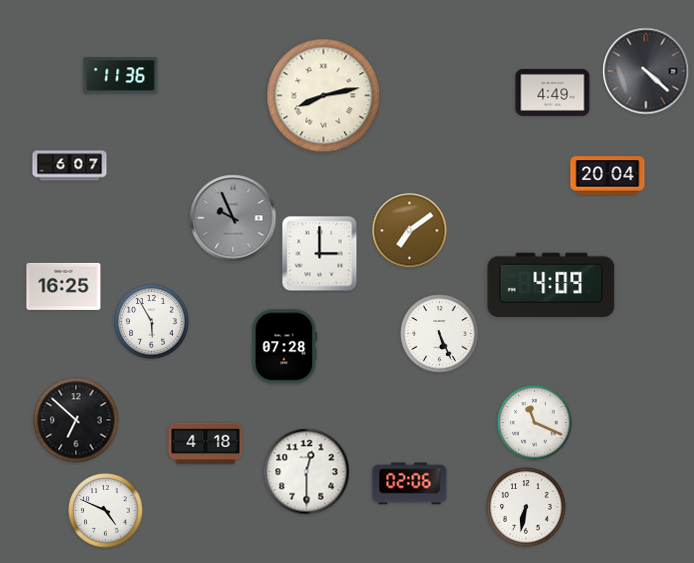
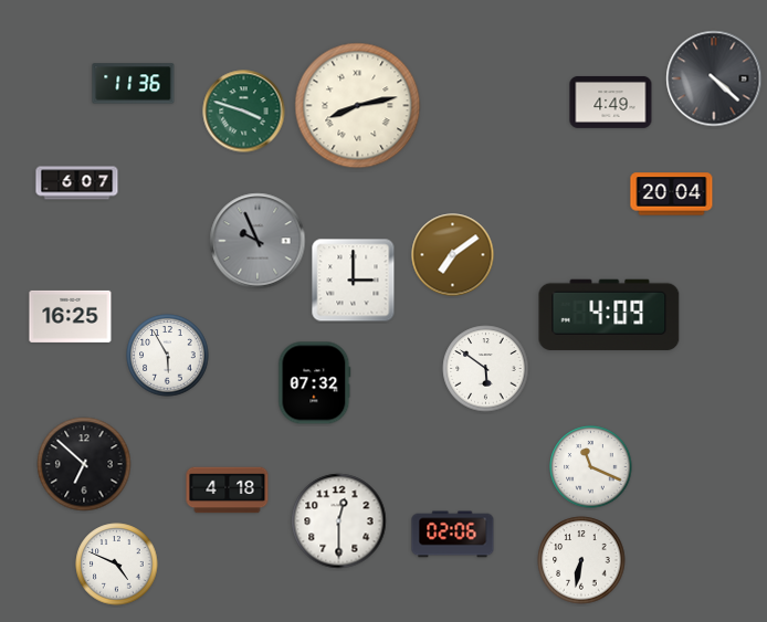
clock at (244, 112): none -> 3:48
clock at (440, 334): 5:26 -> 5:51
clock at (285, 347): 07:28 -> 07:32
